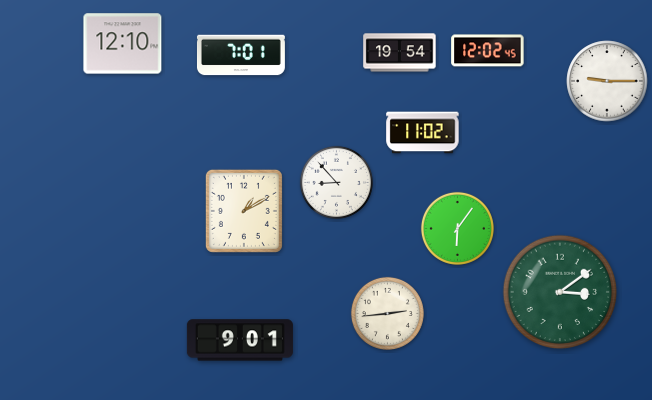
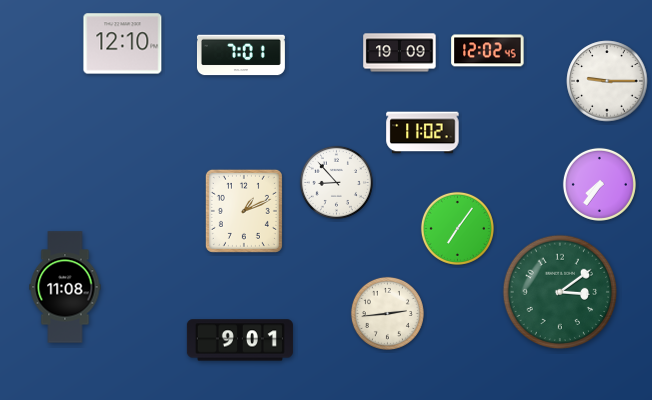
clock at (400, 53): 19:54 -> 19:09
clock at (599, 184): none -> 7:36
clock at (244, 211): 1:10 -> 1:11
clock at (457, 228): 6:06 -> 7:06
clock at (65, 287): none -> 11:08
